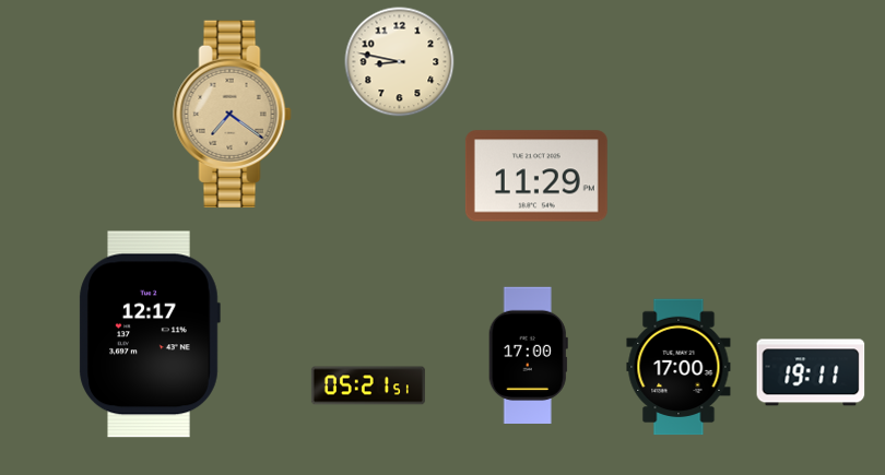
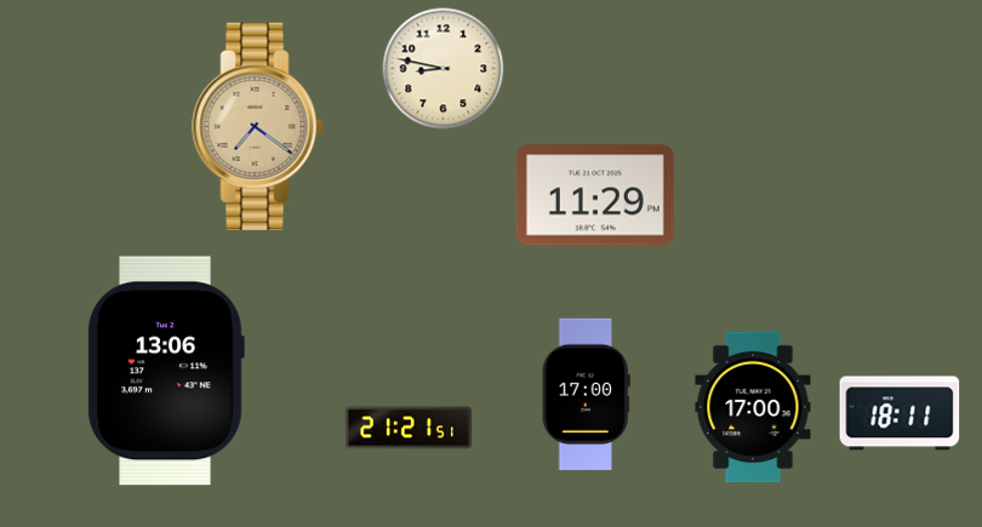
clock at (150, 334): 12:17 -> 13:06
clock at (811, 372): 19:11 -> 18:11
clock at (368, 385): 05:21 -> 21:21
